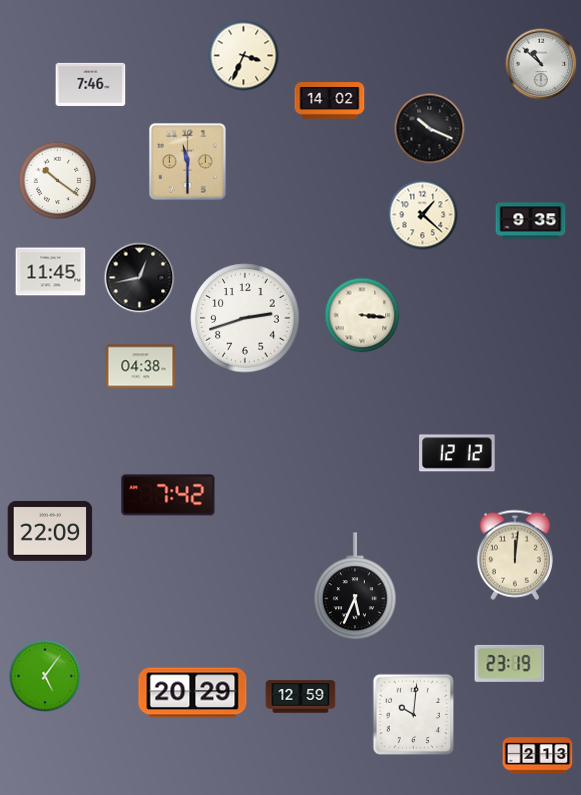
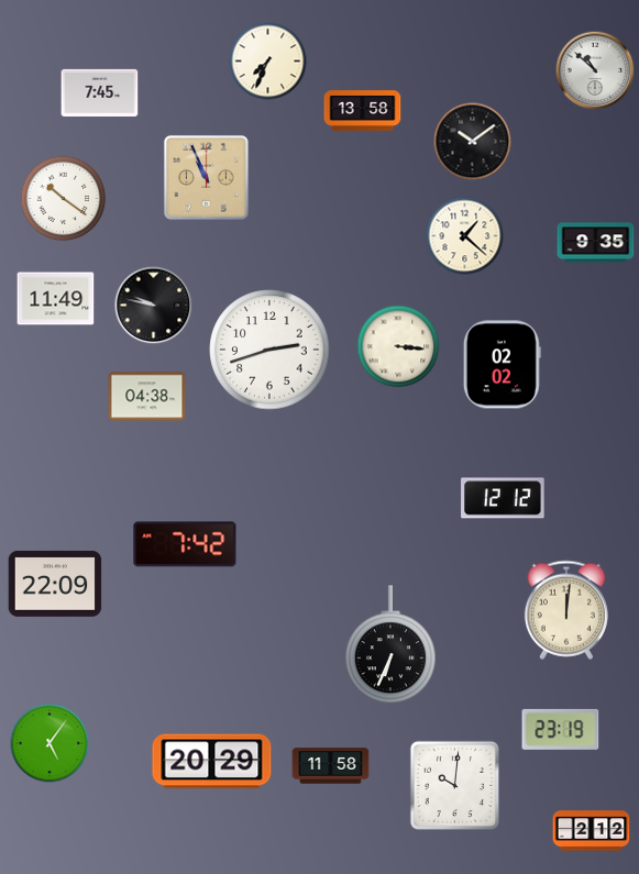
clock at (244, 56): 3:34 -> 7:34
clock at (91, 84): 7:46 -> 7:45
clock at (330, 101): 14:02 -> 13:58
clock at (430, 129): 10:19 -> 10:09
clock at (187, 161): 11:30 -> 10:56
clock at (531, 221) position: (531, 221) -> (596, 243)
clock at (51, 272): 11:45 -> 11:49
clock at (140, 278): 12:43 -> 9:47
clock at (502, 365): none -> 02:02
clock at (141, 367) position: (141, 367) -> (147, 397)
clock at (356, 587): 5:34 -> 6:34
clock at (301, 697): 12:59 -> 11:58
clock at (538, 756): 2:13 -> 2:12
